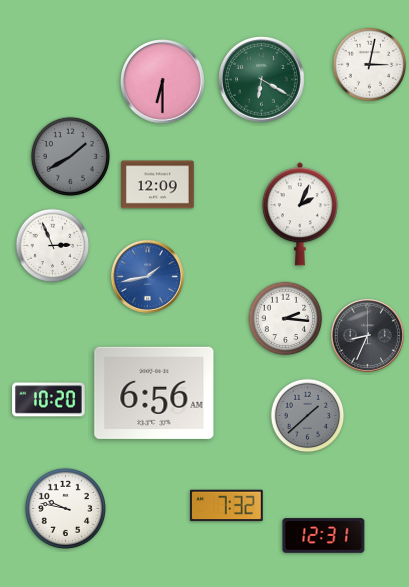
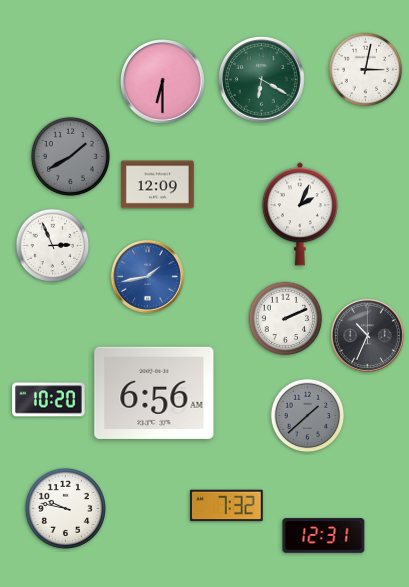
clock at (370, 65) position: (370, 65) -> (366, 70)
clock at (286, 319): 2:16 -> 2:11
clock at (367, 335): 8:34 -> 10:34
